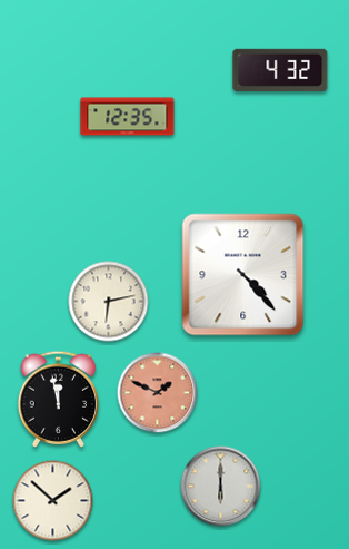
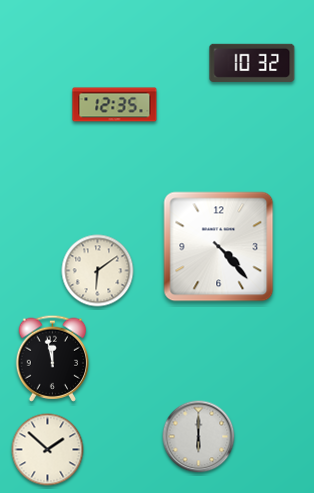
clock at (280, 70): 4:32 -> 10:32
clock at (109, 302): 6:13 -> 6:09
clock at (158, 393): 1:49 -> none
